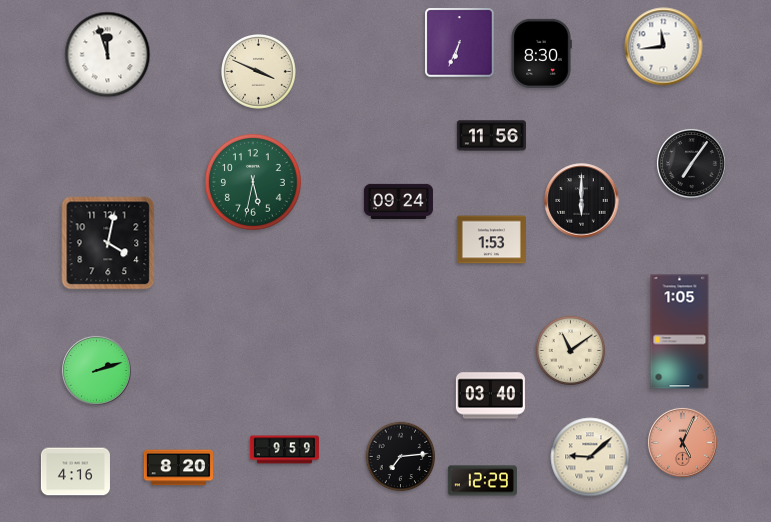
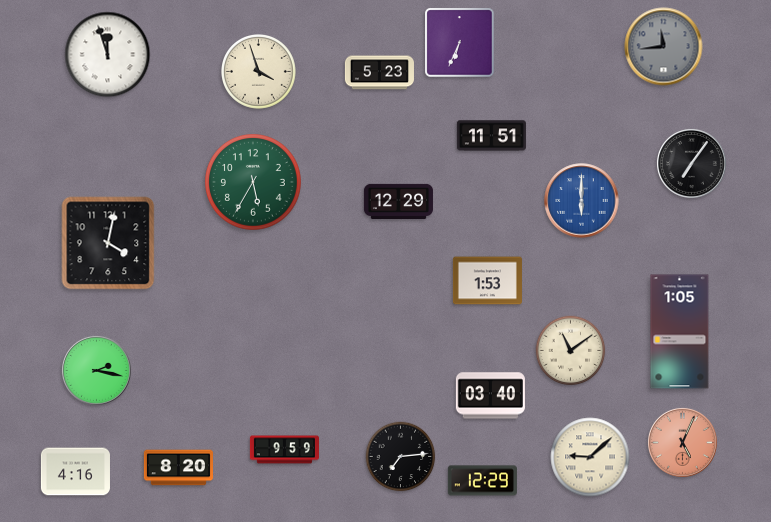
clock at (664, 47) dial: white -> grey
clock at (541, 53): 8:30 -> none
clock at (259, 72): 3:49 -> 3:57
clock at (379, 73): none -> 5:23
clock at (491, 136): 11:56 -> 11:51
clock at (254, 183): 5:32 -> 5:35
clock at (398, 201): 09:24 -> 12:29
clock at (582, 201) dial: black -> blue
clock at (491, 240) position: (491, 240) -> (487, 281)
clock at (96, 370): 2:12 -> 2:17
